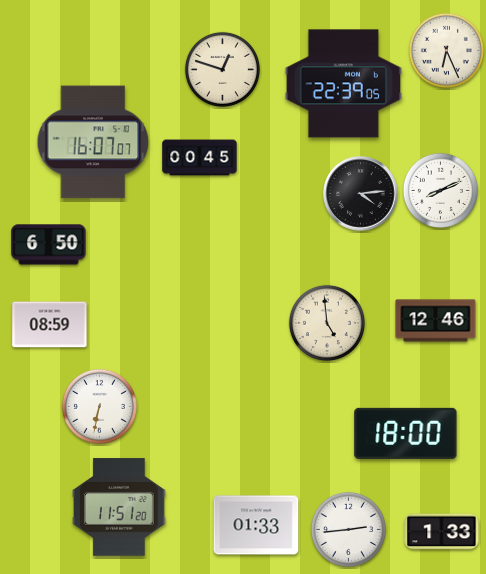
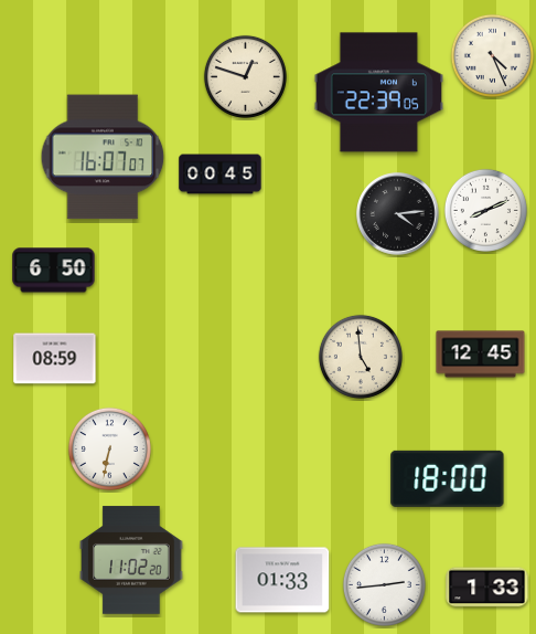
clock at (446, 50): 6:26 -> 4:26
clock at (436, 321): 12:46 -> 12:45
clock at (119, 507): 11:51 -> 11:02
